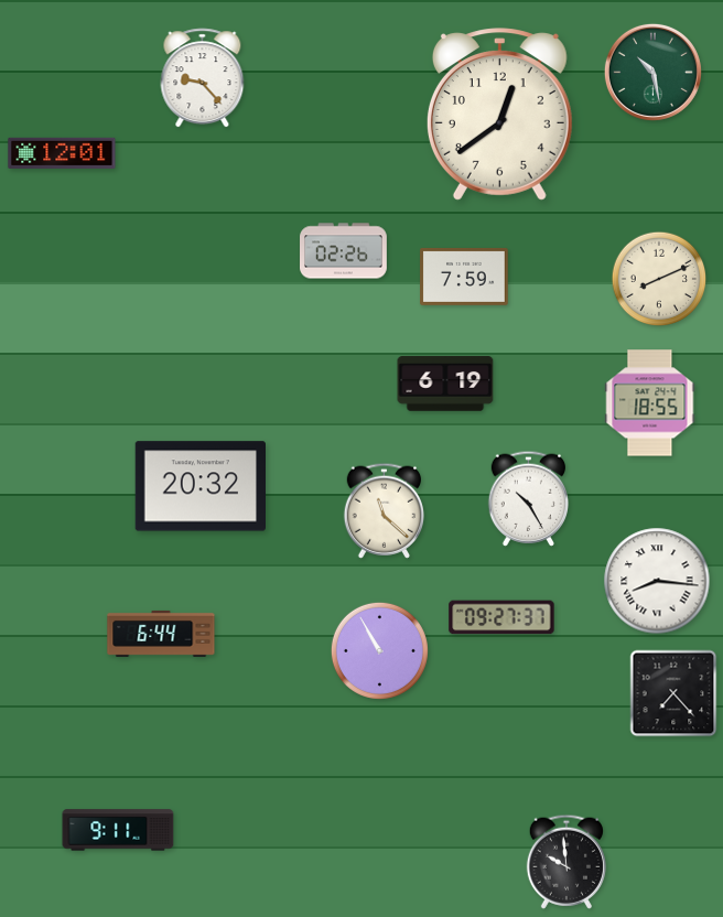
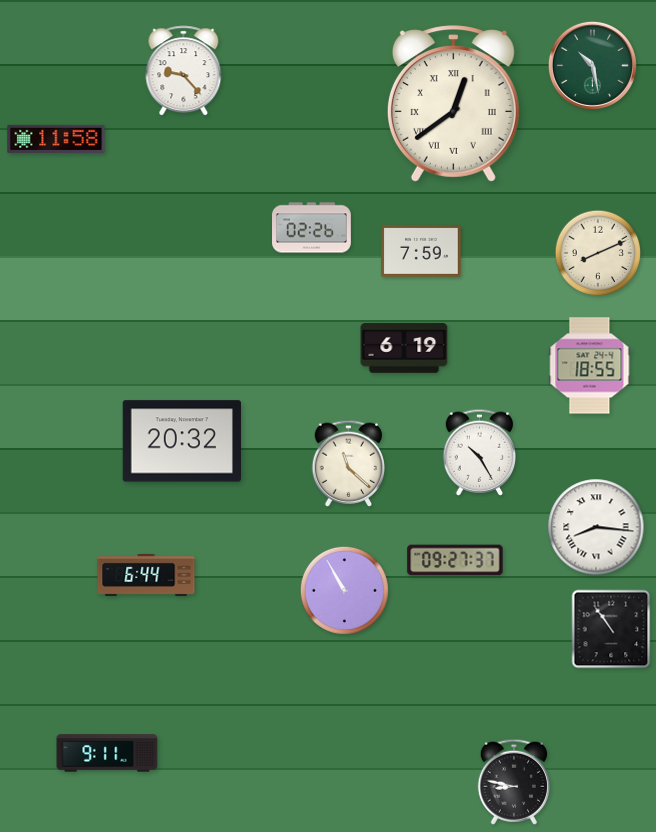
clock at (499, 115) numerals: Arabic -> Roman
clock at (62, 153): 12:01 -> 11:58
clock at (673, 693): 7:23 -> 10:54
clock at (566, 862): 9:59 -> 8:47
